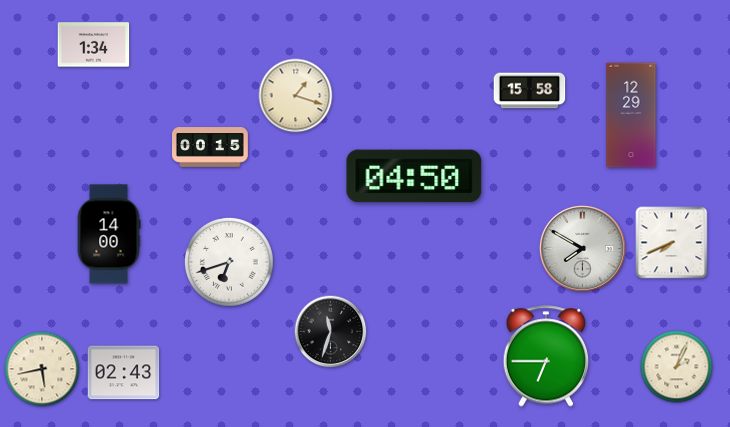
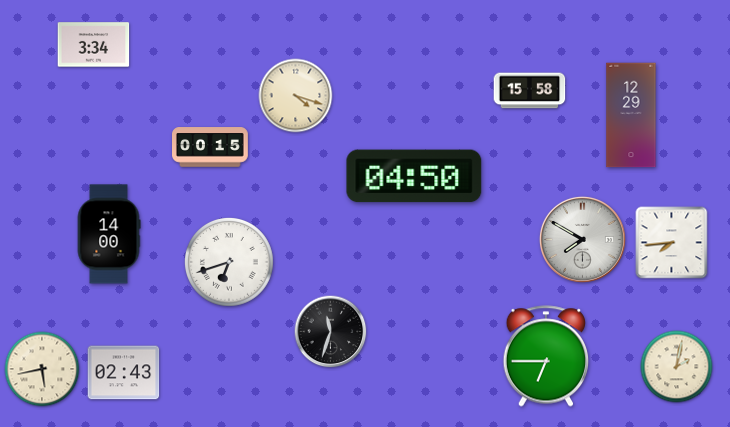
clock at (94, 45): 1:34 -> 3:34
clock at (296, 96): 1:18 -> 4:18
clock at (672, 243): 7:41 -> 7:44
clock at (582, 248) position: (582, 248) -> (582, 239)
clock at (677, 367): 2:04 -> 2:02
